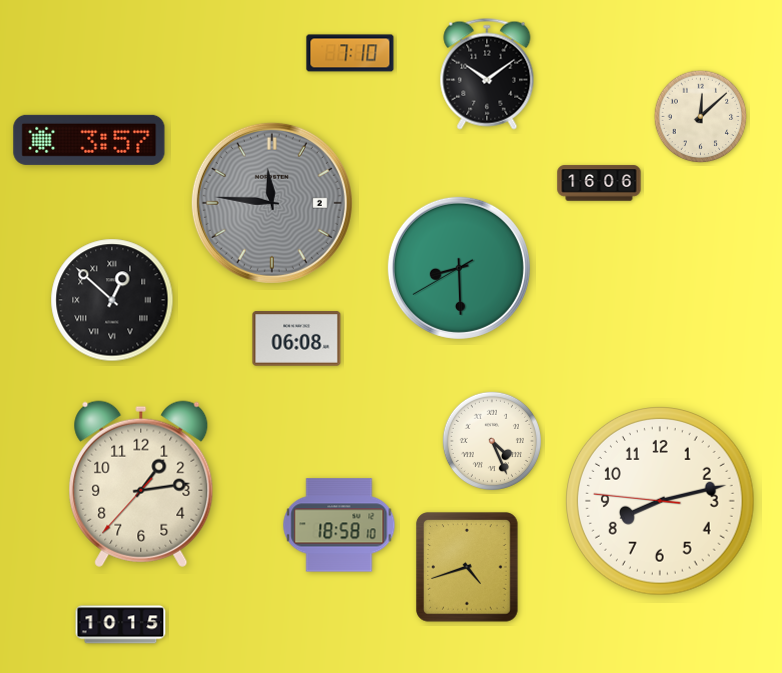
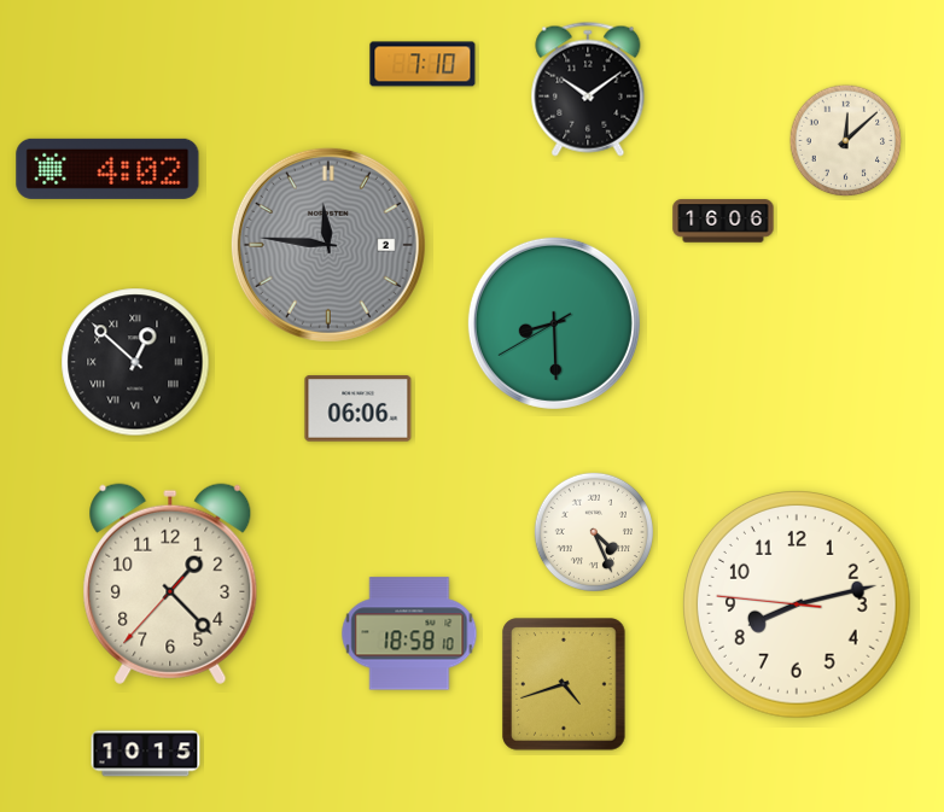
clock at (89, 140): 3:57 -> 4:02
clock at (297, 339): 06:08 -> 06:06
clock at (141, 484): 1:13 -> 1:22
